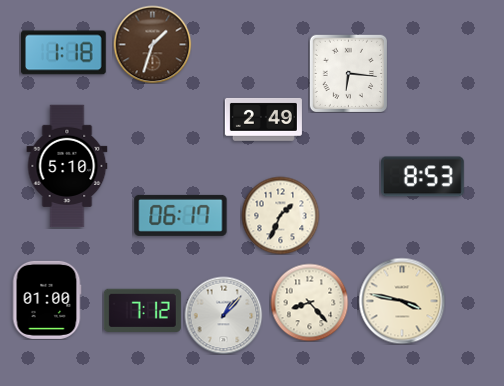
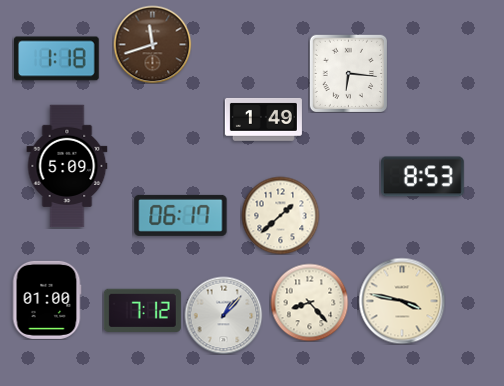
clock at (152, 44): 1:33 -> 11:42
clock at (64, 53) position: (64, 53) -> (57, 59)
clock at (263, 119): 2:49 -> 1:49
clock at (67, 166): 5:10 -> 5:09
clock at (280, 215): 1:34 -> 1:38
